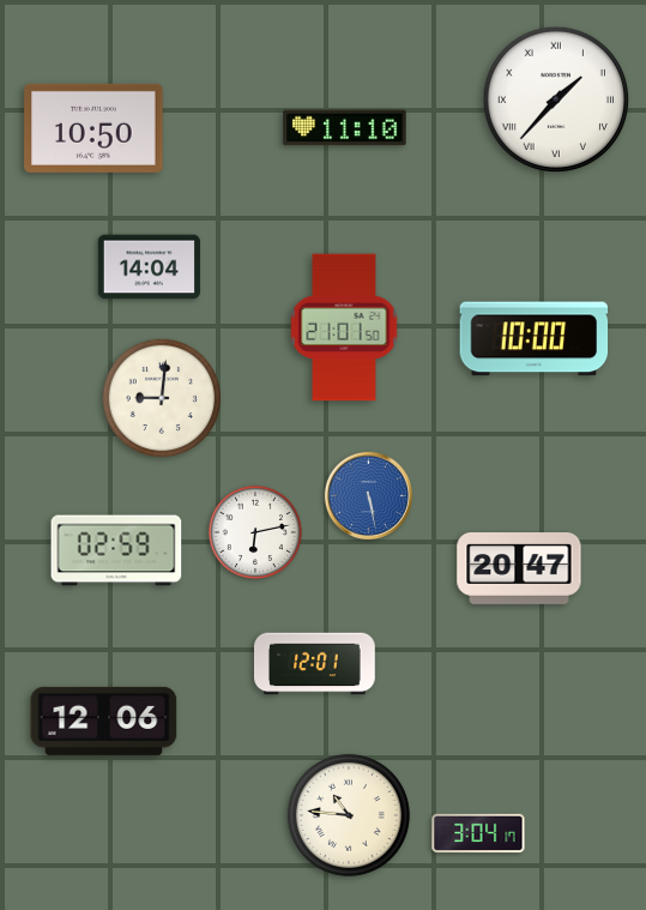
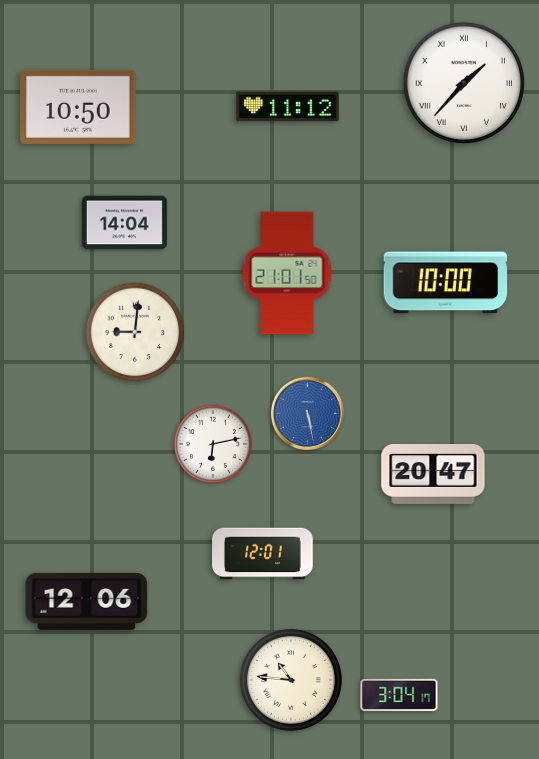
clock at (345, 128): 11:10 -> 11:12
clock at (116, 550): 02:59 -> none
